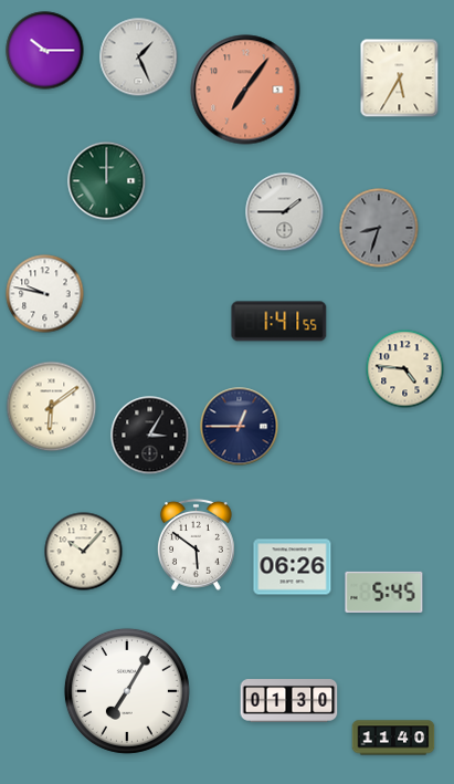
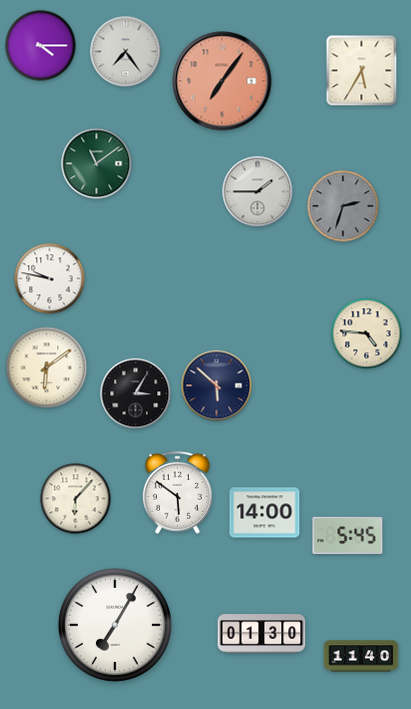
clock at (45, 51): 10:15 -> 4:15
clock at (139, 58): 1:26 -> 7:24
clock at (107, 181): 12:00 -> 11:09
clock at (379, 228): 8:33 -> 2:33
clock at (45, 294) position: (45, 294) -> (50, 279)
clock at (279, 322): 1:41 -> none
clock at (240, 427): 12:45 -> 5:52
clock at (84, 552): 10:07 -> 6:07
clock at (293, 567): 06:26 -> 14:00
clock at (393, 738) position: (393, 738) -> (361, 656)
